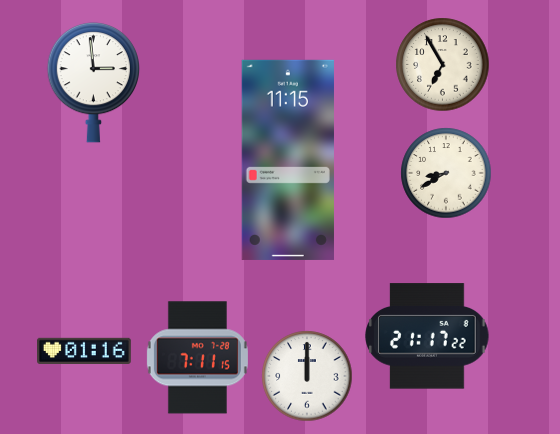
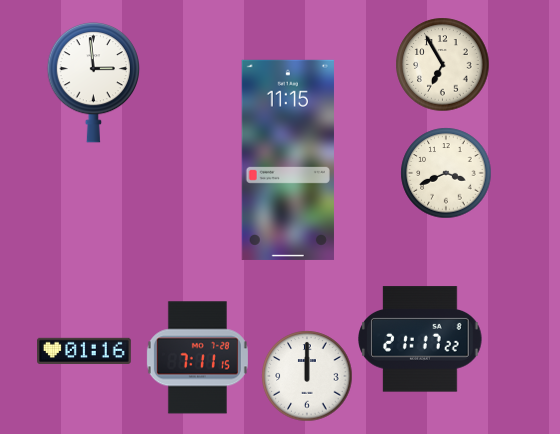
clock at (446, 173): 8:40 -> 3:41
clock at (427, 336) position: (427, 336) -> (420, 339)
